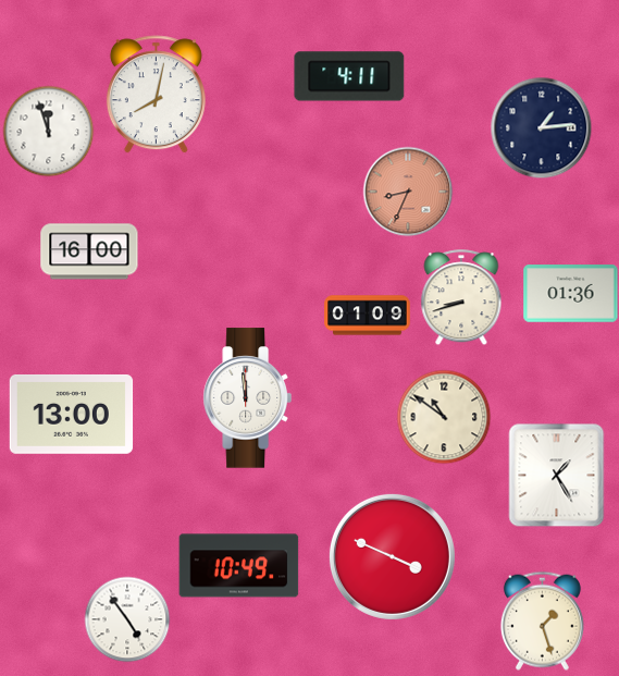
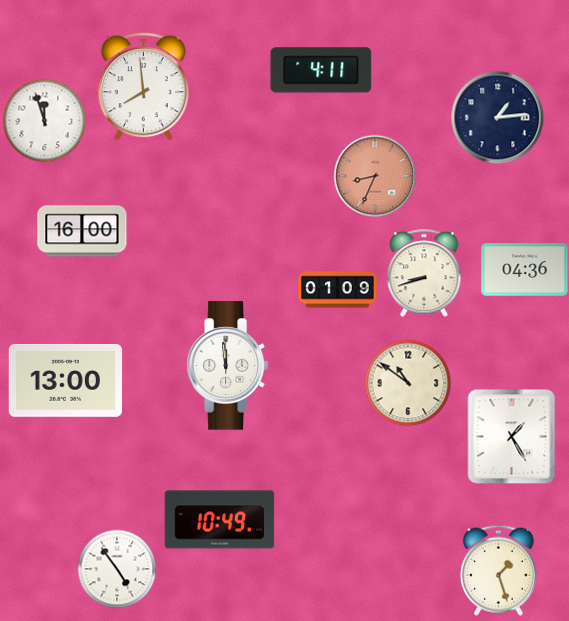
clock at (156, 95): 8:02 -> 7:59
clock at (571, 294): 01:36 -> 04:36
clock at (392, 556): 3:49 -> none
